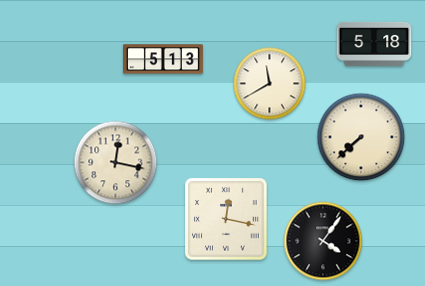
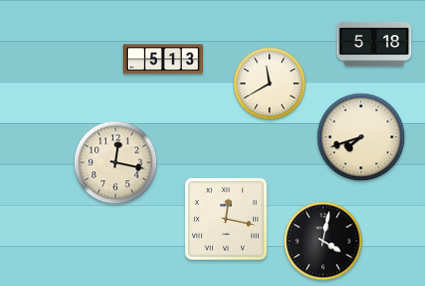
clock at (361, 137): 7:38 -> 7:42
clock at (323, 241): 4:06 -> 4:02
